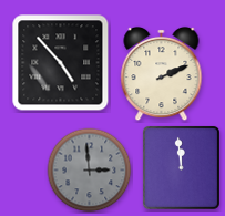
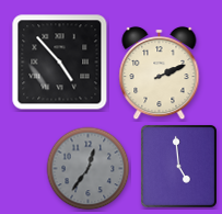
clock at (181, 167): 11:59 -> 4:59
clock at (90, 171): 2:59 -> 12:36
